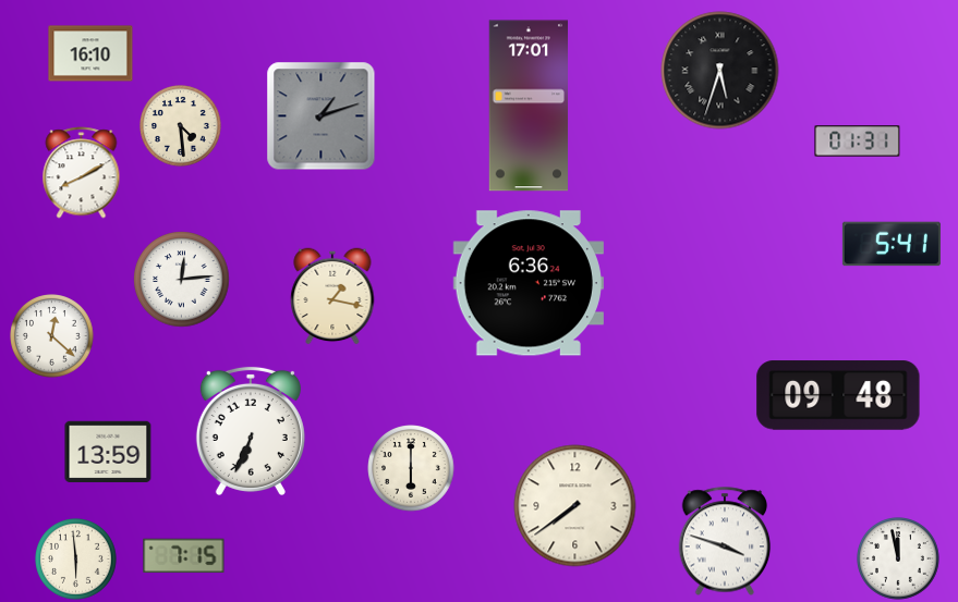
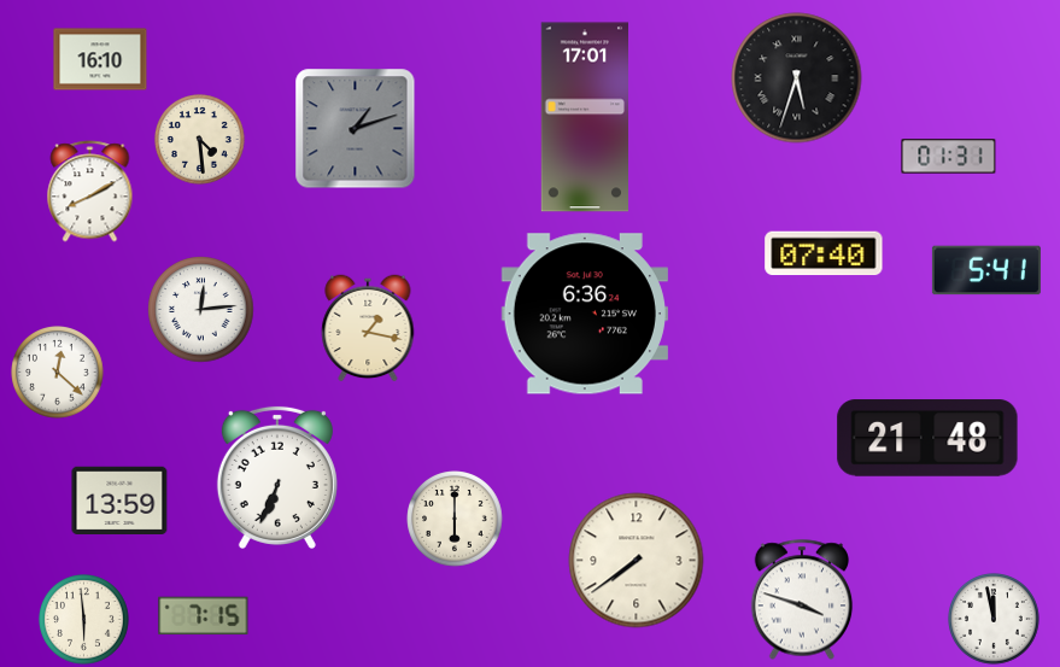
clock at (824, 253): none -> 07:40
clock at (838, 395): 09:48 -> 21:48
